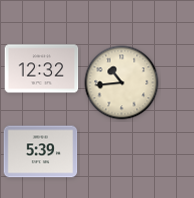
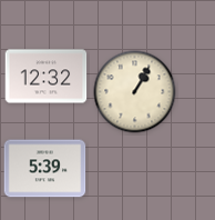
clock at (122, 83): 10:44 -> 1:05
